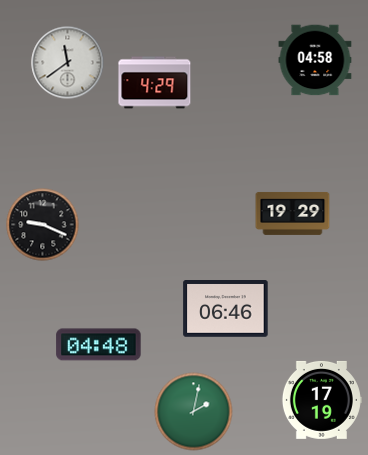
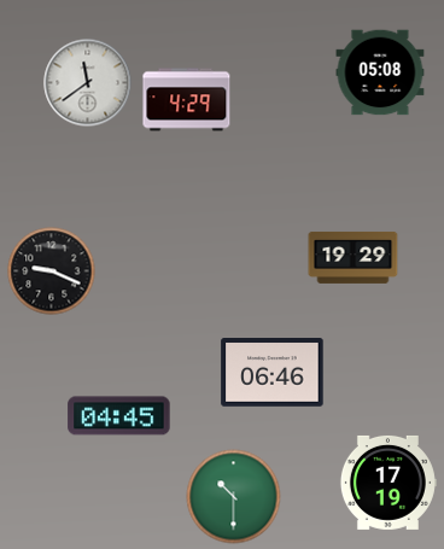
clock at (315, 60): 04:58 -> 05:08
clock at (68, 63) position: (68, 63) -> (88, 83)
clock at (99, 345): 04:48 -> 04:45
clock at (194, 412): 2:02 -> 10:30
